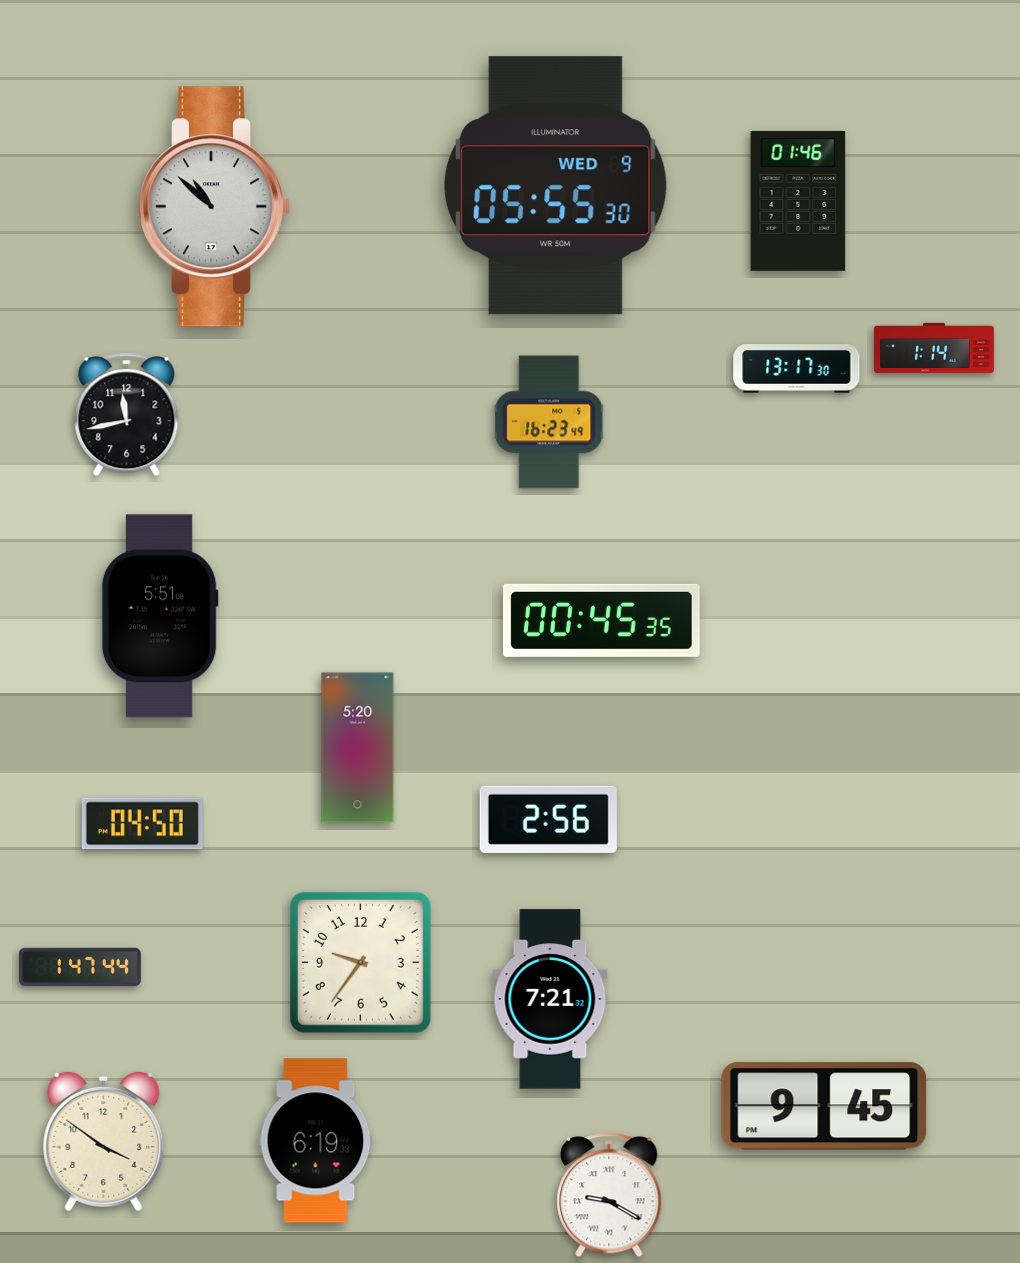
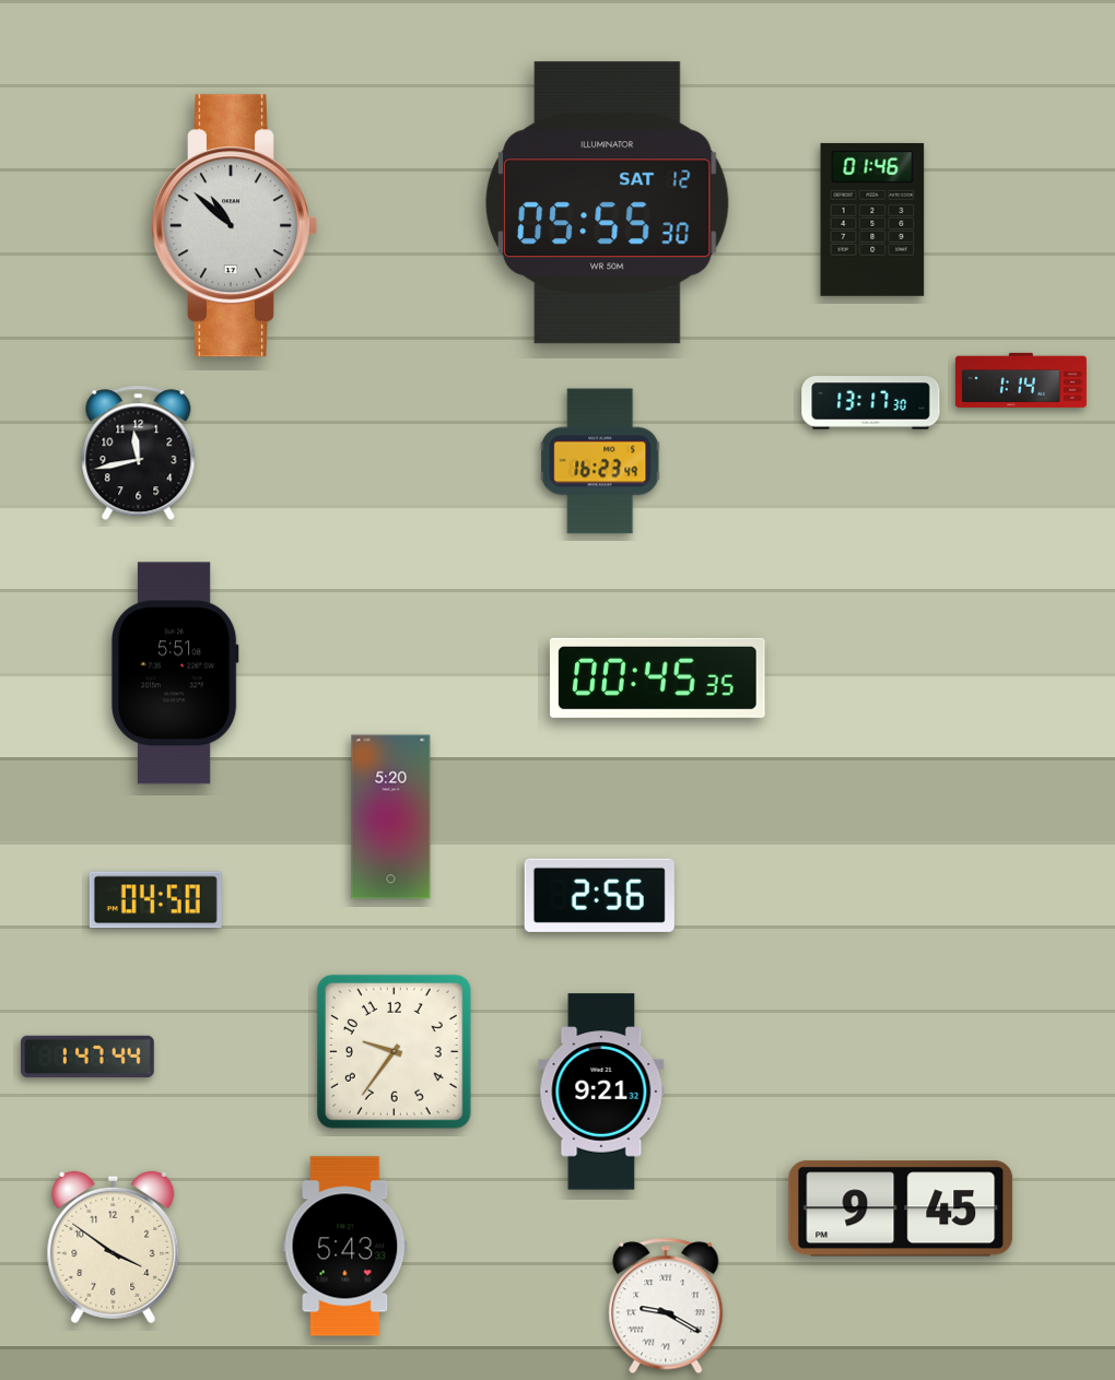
clock at (555, 186) date: WED 9 -> SAT 12
clock at (550, 999): 7:21 -> 9:21
clock at (316, 1141): 6:19 -> 5:43
